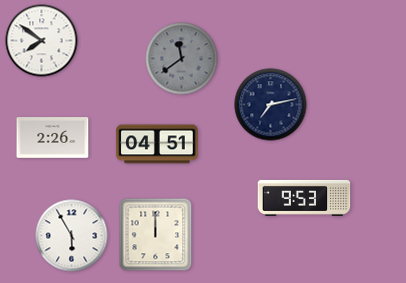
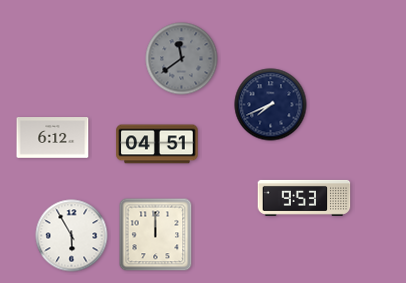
clock at (42, 41): 7:51 -> none
clock at (271, 105): 7:13 -> 7:41
clock at (53, 138): 2:26 -> 6:12
